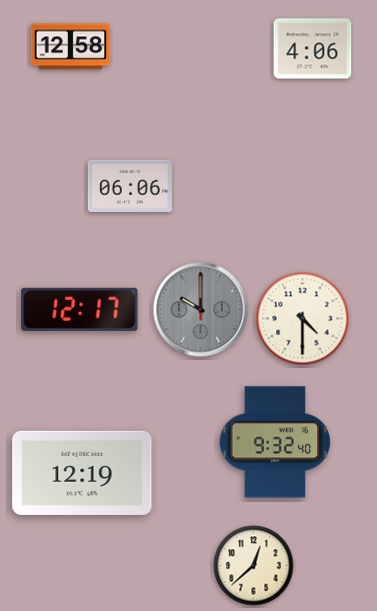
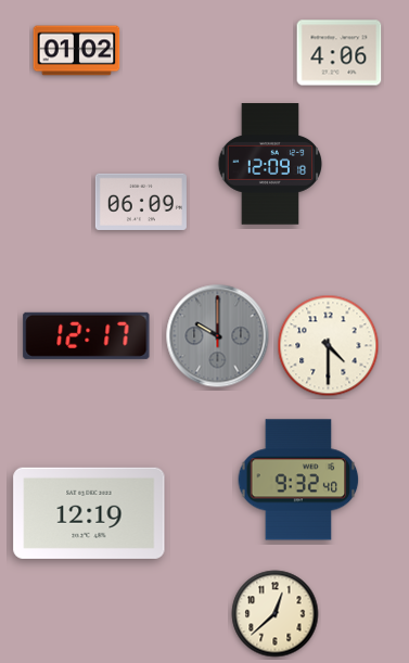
clock at (71, 47): 12:58 -> 01:02
clock at (270, 164): none -> 12:09
clock at (130, 186): 06:06 -> 06:09
